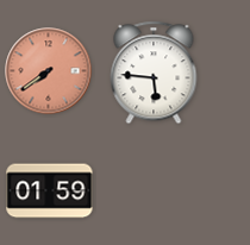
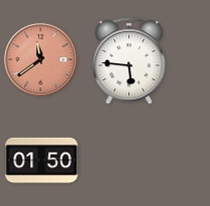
clock at (49, 71): 7:39 -> 11:39
clock at (50, 191): 01:59 -> 01:50
